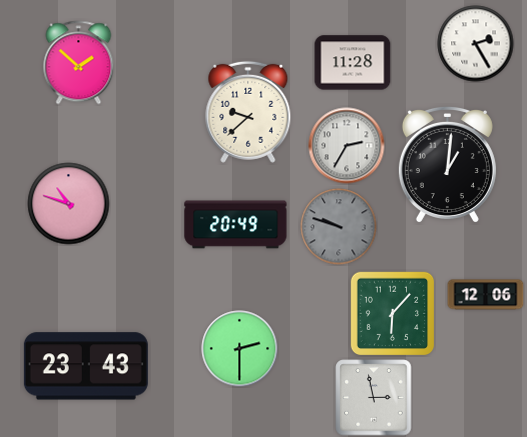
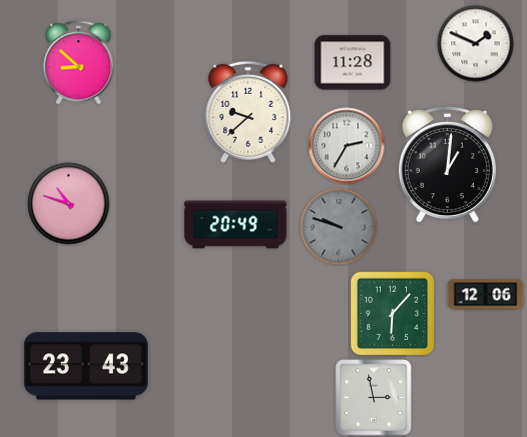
clock at (476, 44): 2:25 -> 1:49
clock at (79, 63): 1:52 -> 8:52
clock at (240, 349): 2:30 -> none
